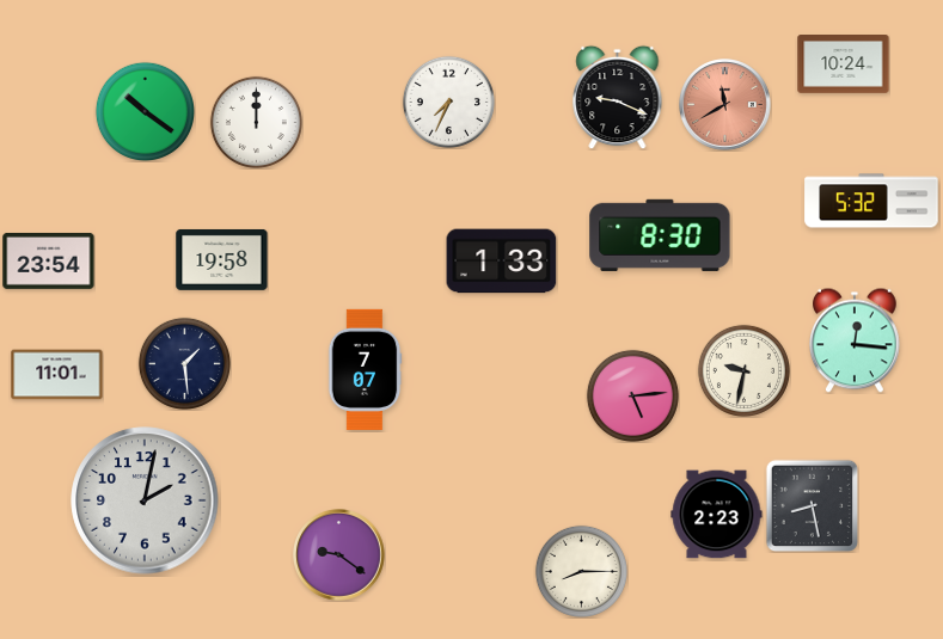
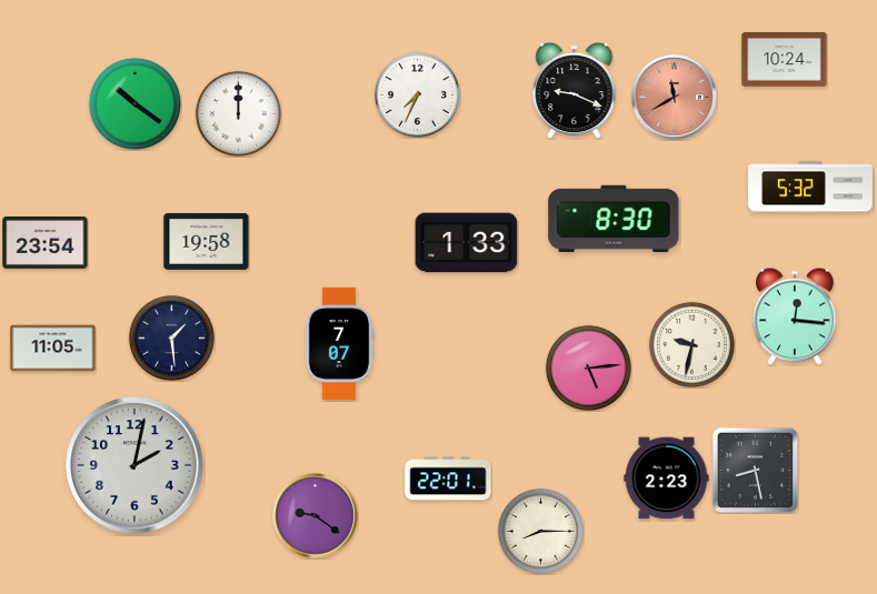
clock at (57, 375): 11:01 -> 11:05
clock at (448, 479): none -> 22:01
